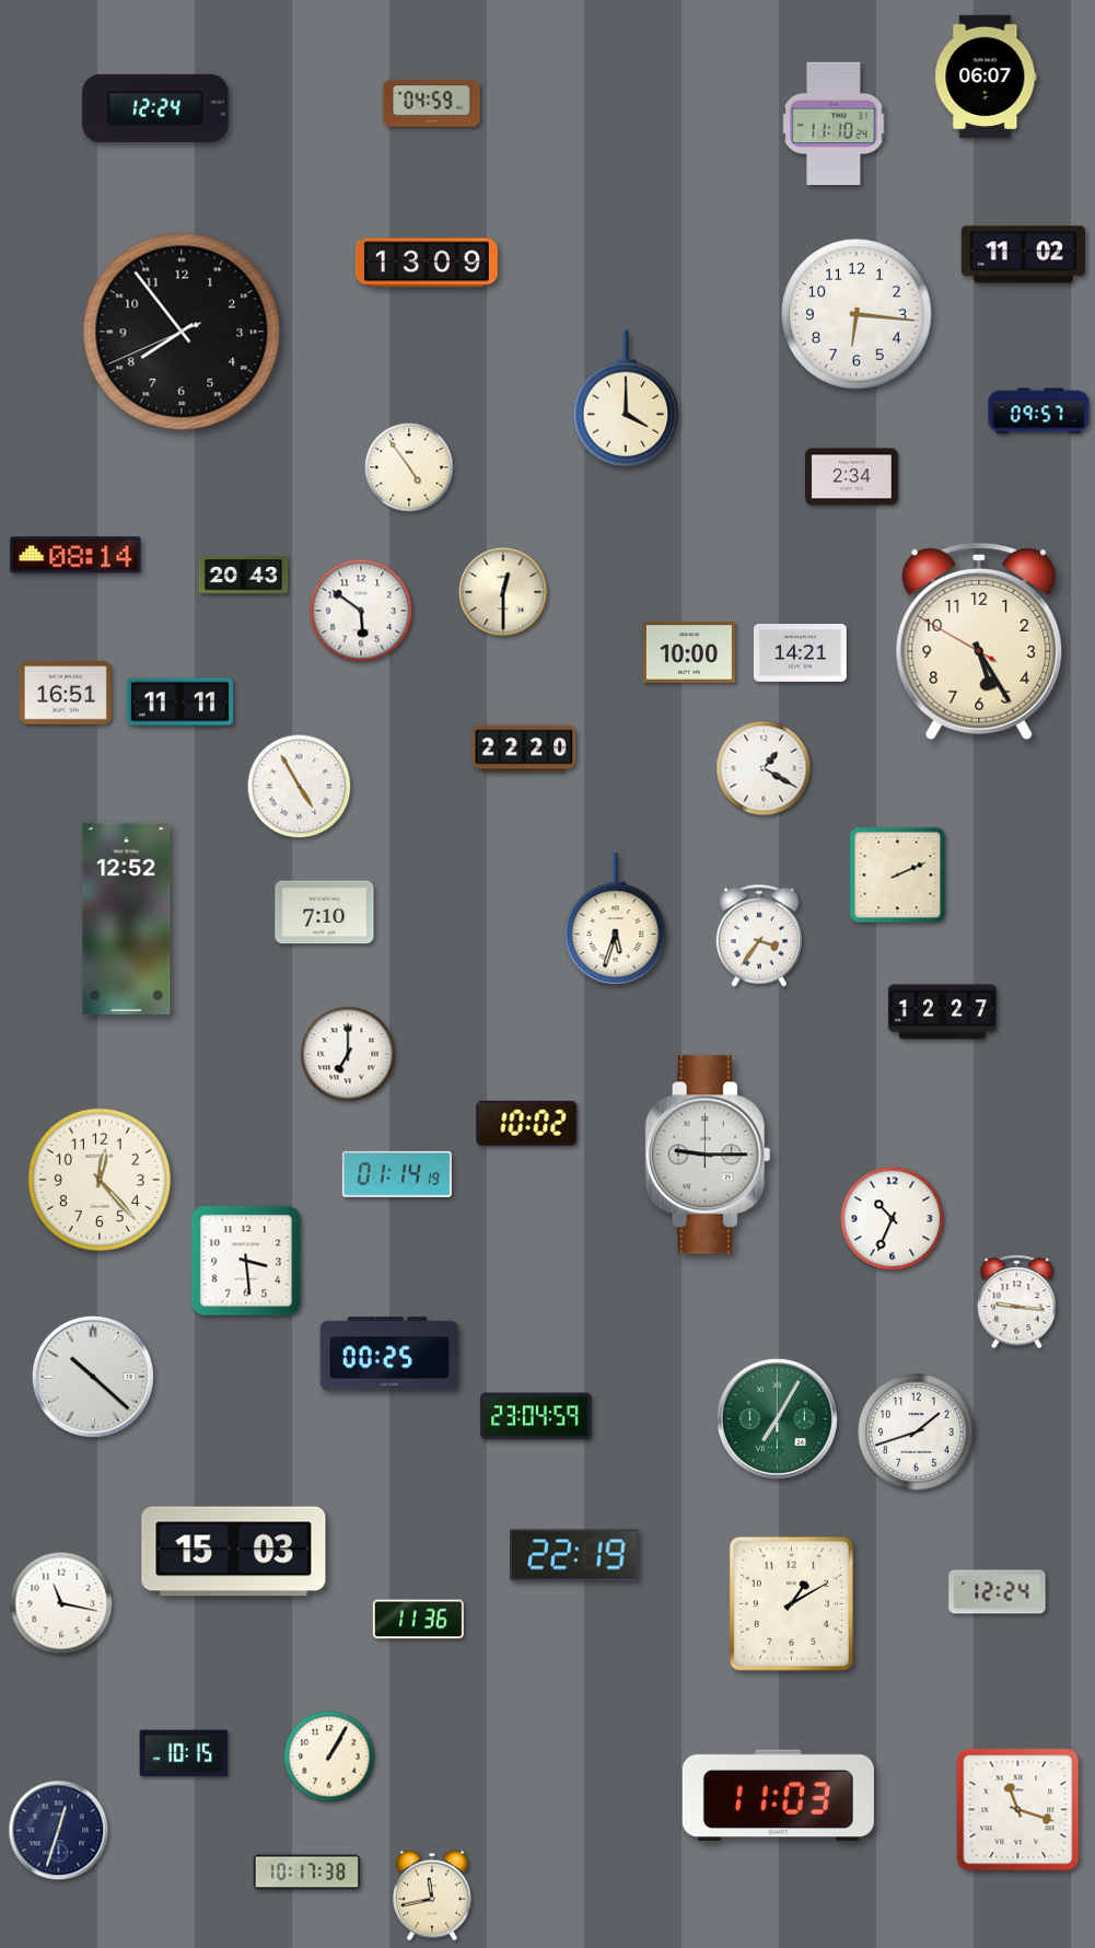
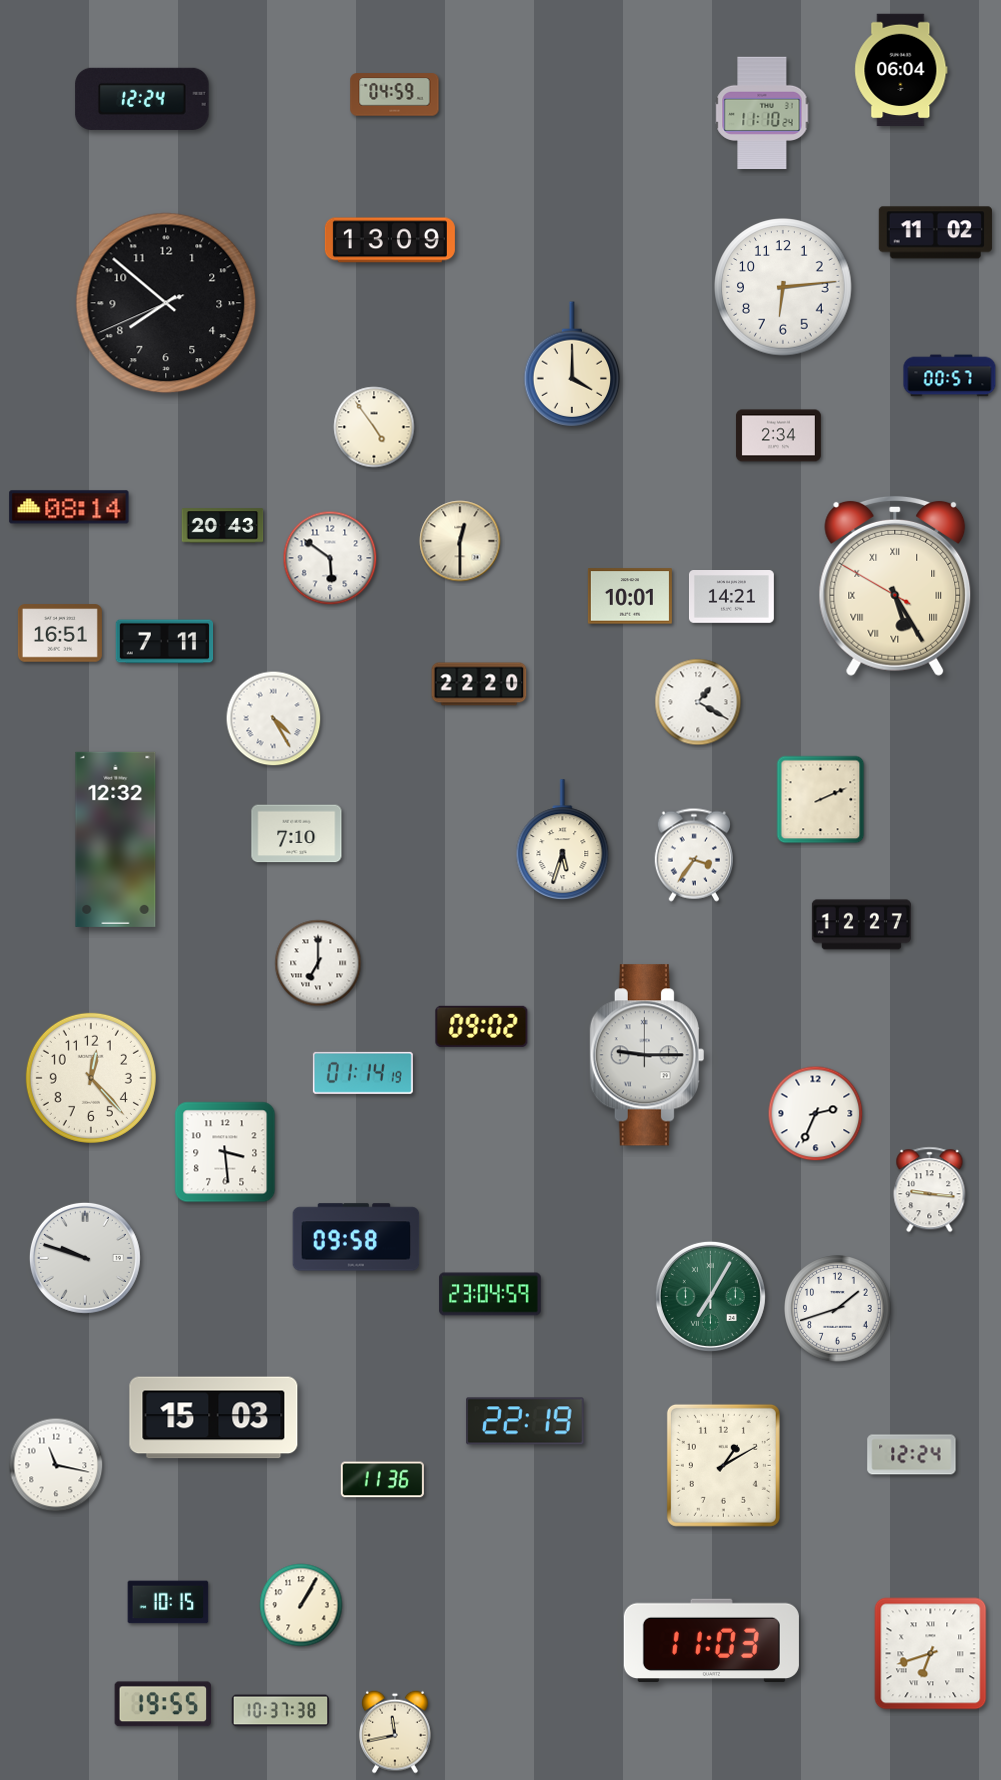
clock at (986, 77): 06:07 -> 06:04
clock at (857, 314): 6:16 -> 6:14
clock at (182, 332): 7:53 -> 7:51
clock at (1039, 411): 09:57 -> 00:57
clock at (979, 641) numerals: Arabic -> Roman
clock at (689, 652): 10:00 -> 10:01
clock at (180, 703): 11:11 -> 7:11
clock at (300, 787): 4:55 -> 4:25
clock at (127, 918): 12:52 -> 12:32
clock at (527, 1123): 10:02 -> 09:02
clock at (893, 1219): 10:34 -> 2:34
clock at (389, 1354): 00:25 -> 09:58
clock at (93, 1377): 10:22 -> 9:48
clock at (1018, 1810): 11:18 -> 6:42
clock at (59, 1831): 12:33 -> none
clock at (163, 1704): none -> 19:55
clock at (307, 1872): 10:17 -> 10:37
